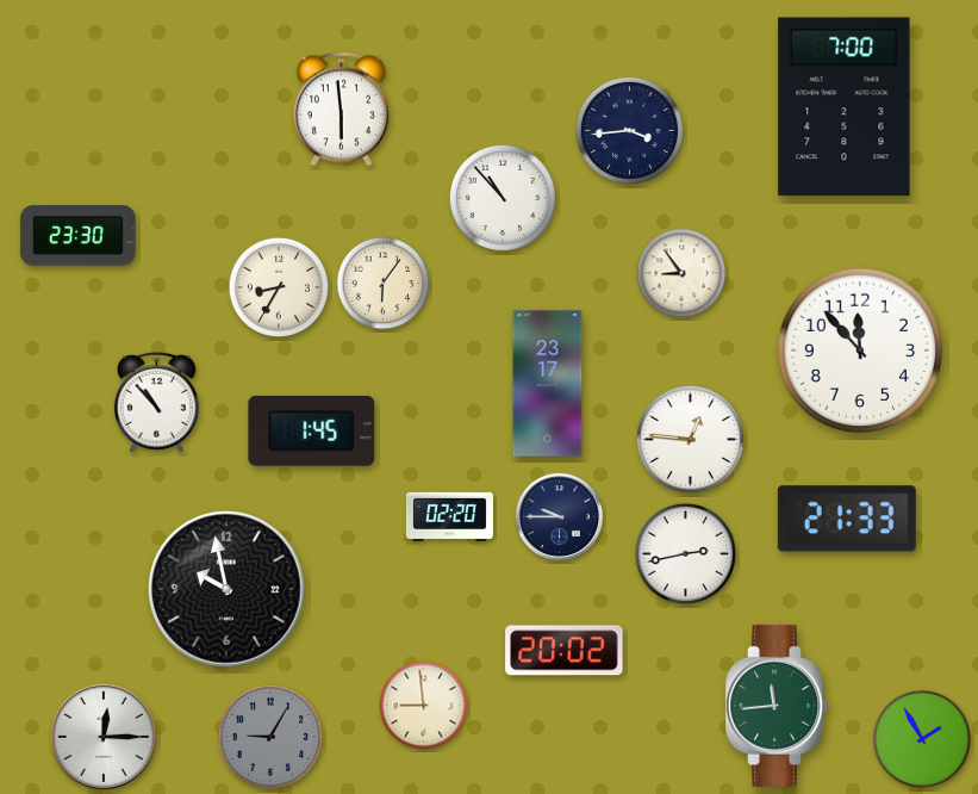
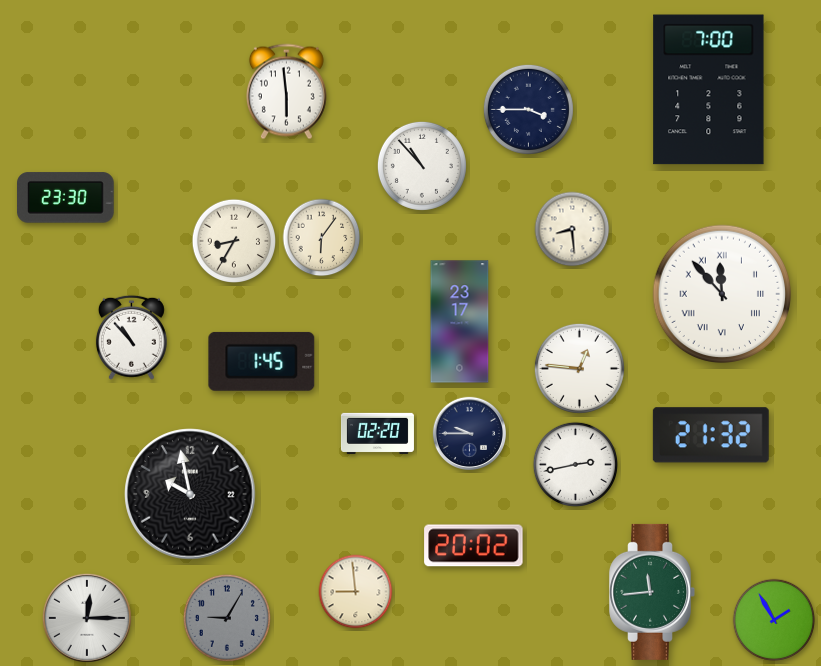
clock at (629, 130): 3:44 -> 3:45
clock at (681, 273): 8:54 -> 8:29
clock at (860, 351) numerals: Arabic -> Roman
clock at (847, 519): 21:33 -> 21:32
